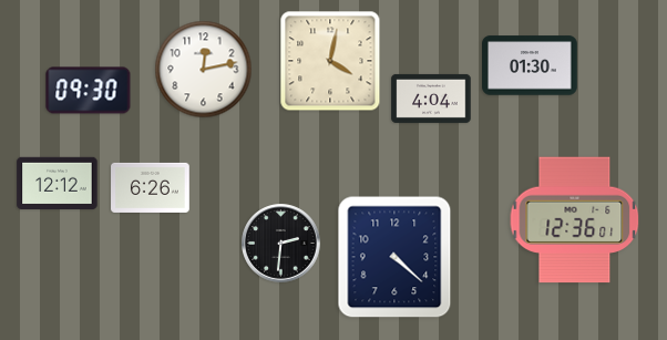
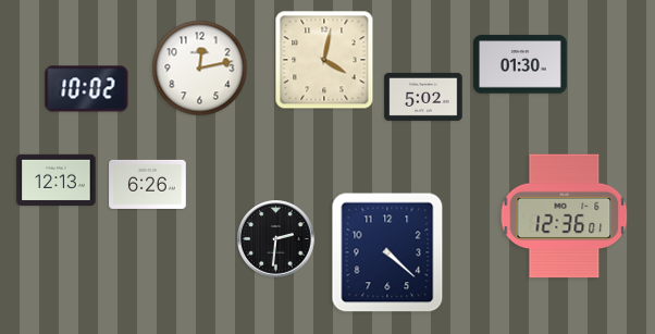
clock at (89, 91): 09:30 -> 10:02
clock at (431, 99): 4:04 -> 5:02
clock at (58, 183): 12:12 -> 12:13
